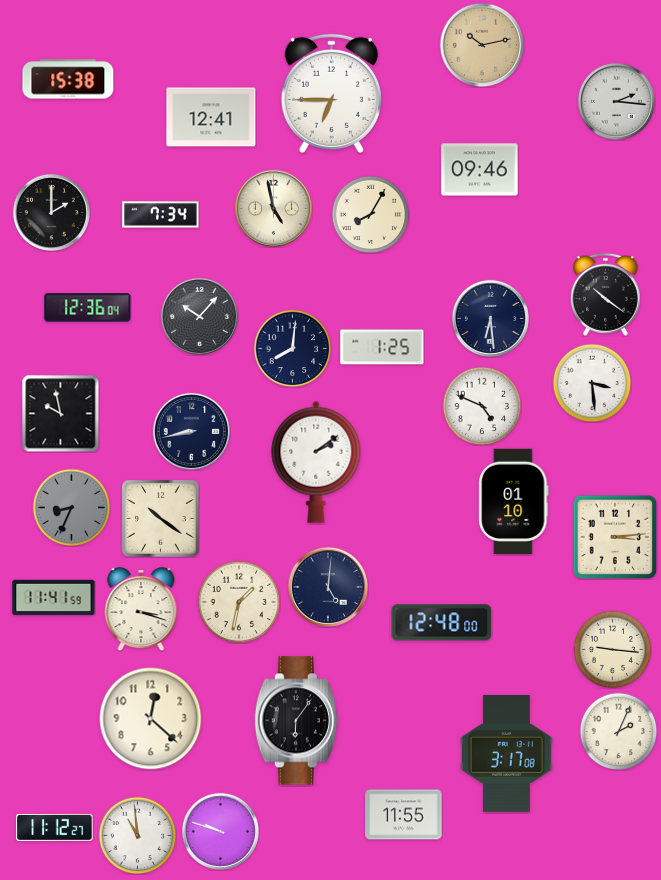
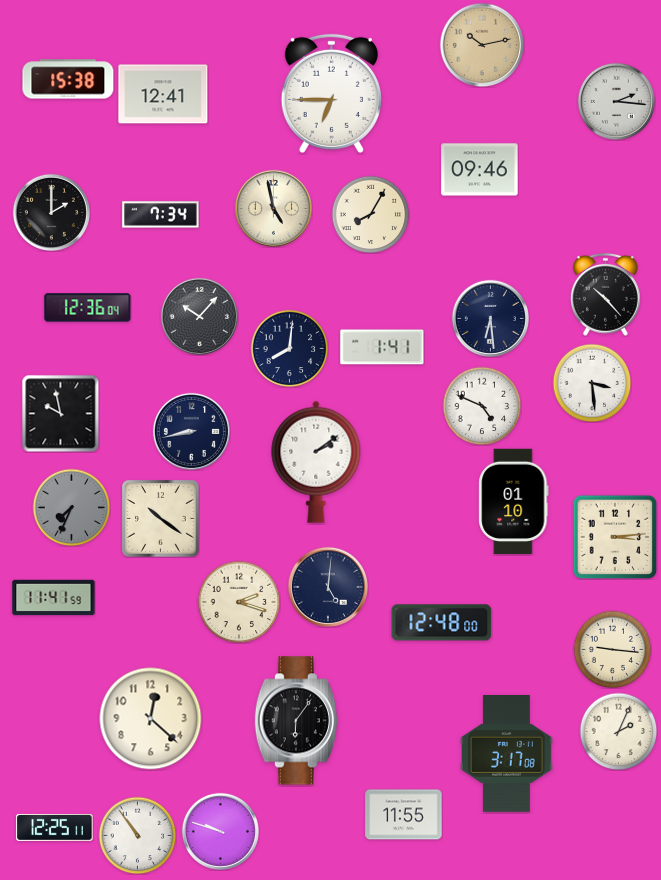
clock at (211, 117) position: (211, 117) -> (163, 94)
clock at (605, 294): 10:21 -> 10:23
clock at (382, 347): 1:25 -> 1:41
clock at (292, 348) position: (292, 348) -> (289, 348)
clock at (71, 507): 8:34 -> 7:34
clock at (239, 602): 1:32 -> 2:18
clock at (141, 609): 3:18 -> none
clock at (55, 828): 11:12 -> 12:25
clock at (137, 835): 10:59 -> 10:54
